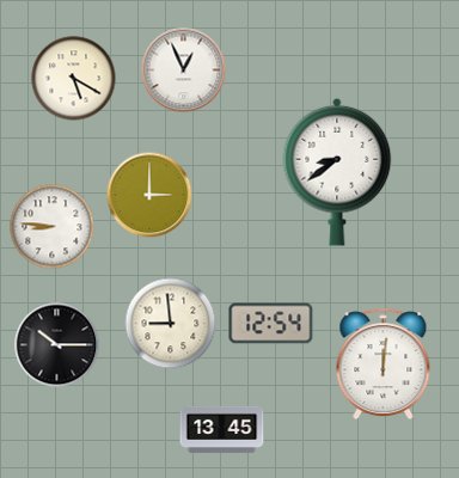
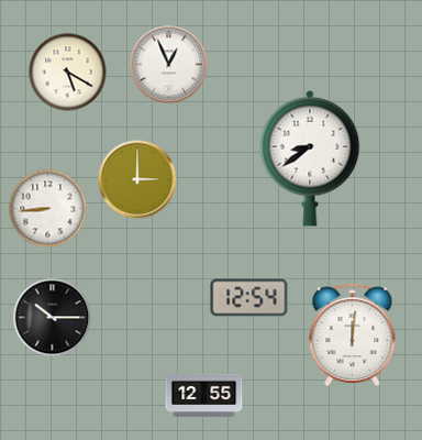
clock at (53, 227): 8:46 -> 8:44
clock at (171, 324): 8:59 -> none
clock at (222, 429): 13:45 -> 12:55
